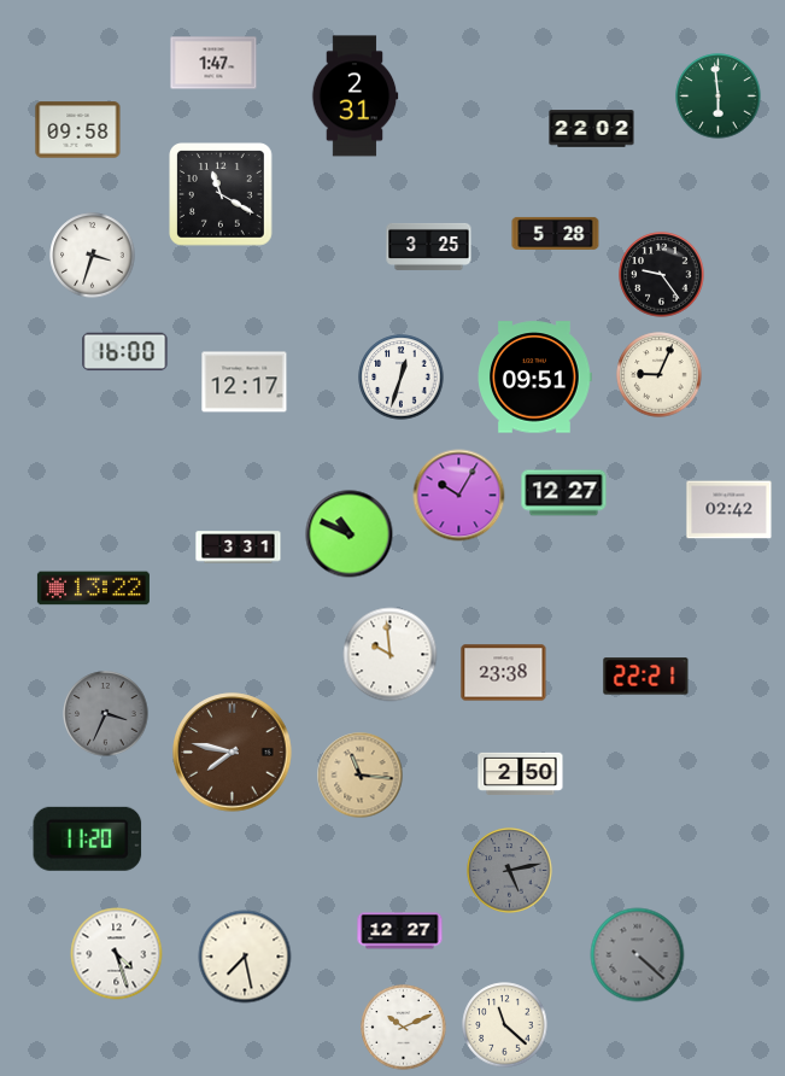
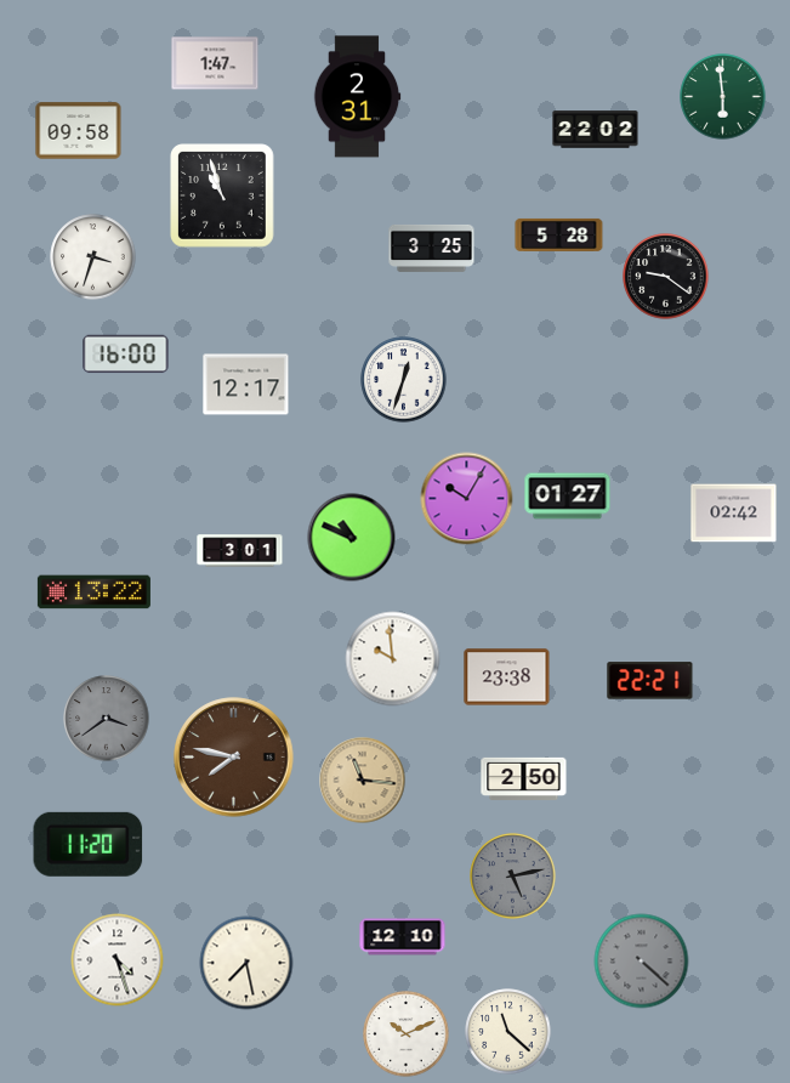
clock at (222, 195): 11:20 -> 10:57
clock at (662, 275): 9:24 -> 9:21
clock at (660, 375): 9:04 -> none
clock at (535, 378): 09:51 -> none
clock at (564, 493): 12:27 -> 01:27
clock at (459, 496) position: (459, 496) -> (467, 499)
clock at (239, 548): 3:31 -> 3:01
clock at (106, 714): 3:34 -> 3:39
clock at (400, 931): 12:27 -> 12:10
